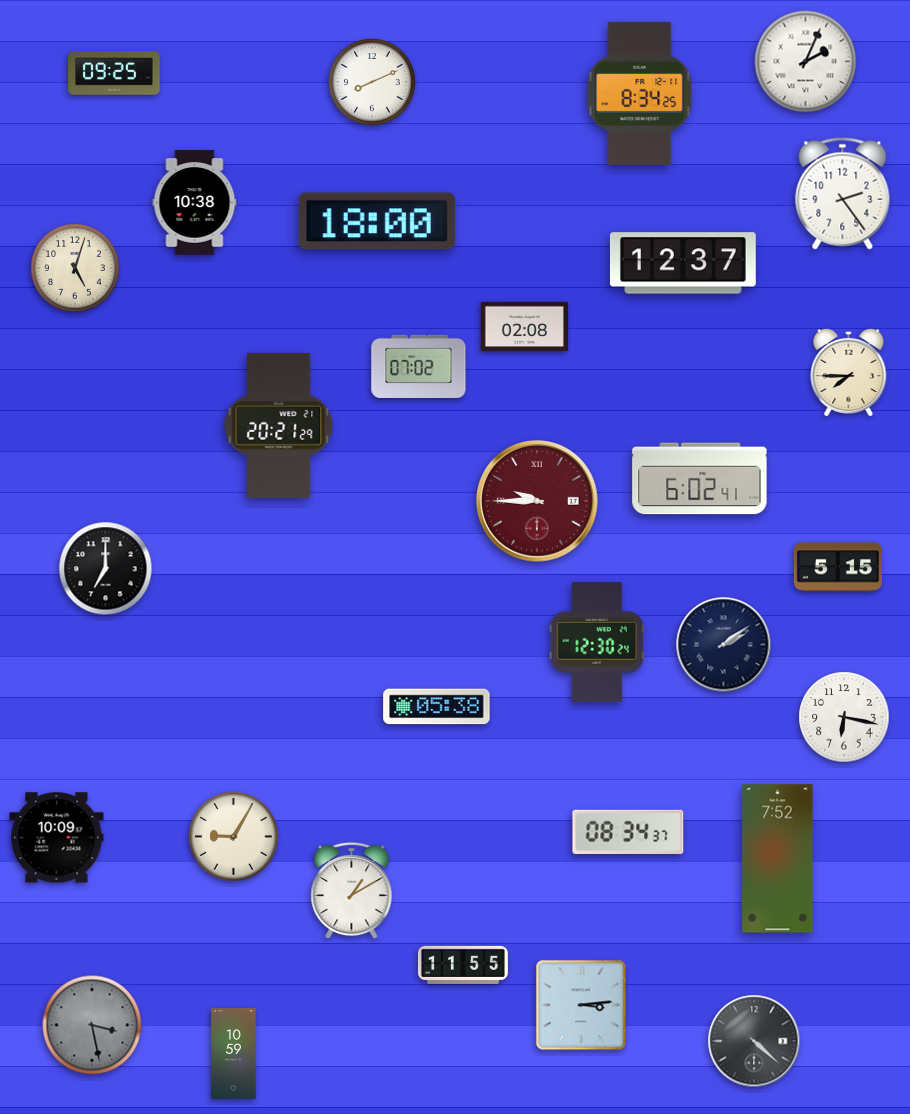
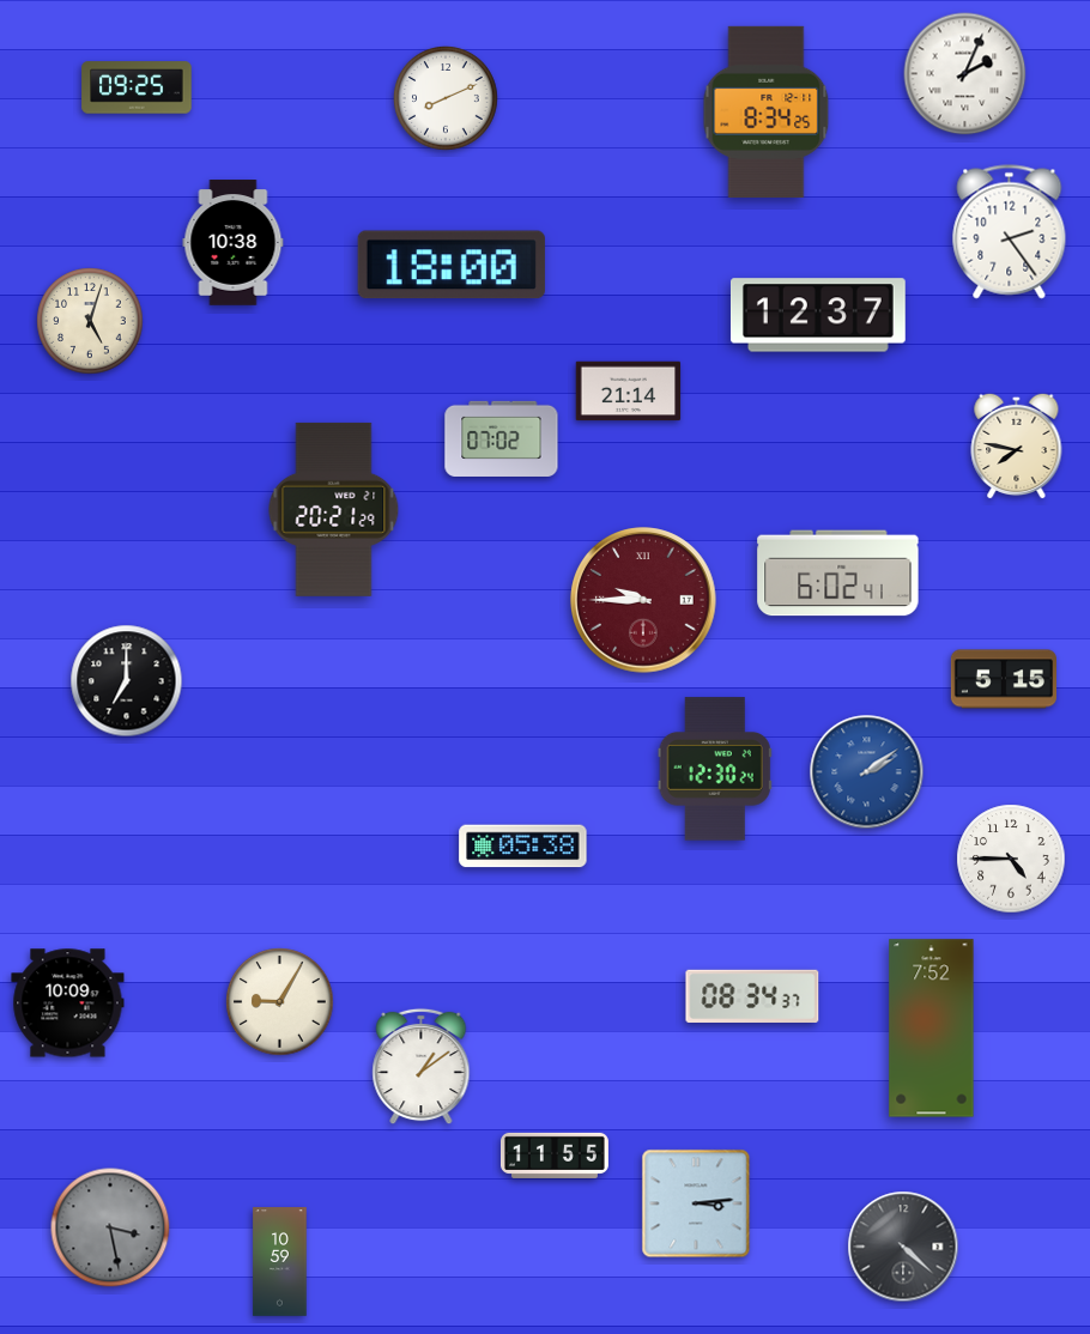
clock at (525, 327): 02:08 -> 21:14
clock at (849, 372): 7:45 -> 7:47
clock at (724, 645) dial: navy -> blue
clock at (844, 717): 6:17 -> 4:45
clock at (352, 891): 1:10 -> 1:09
